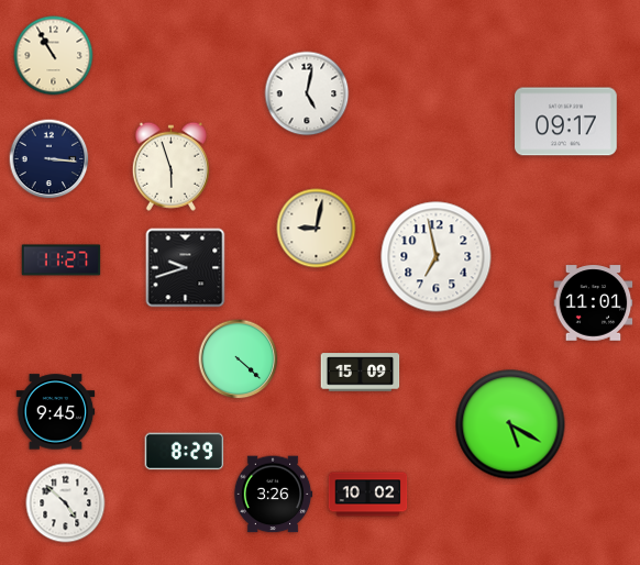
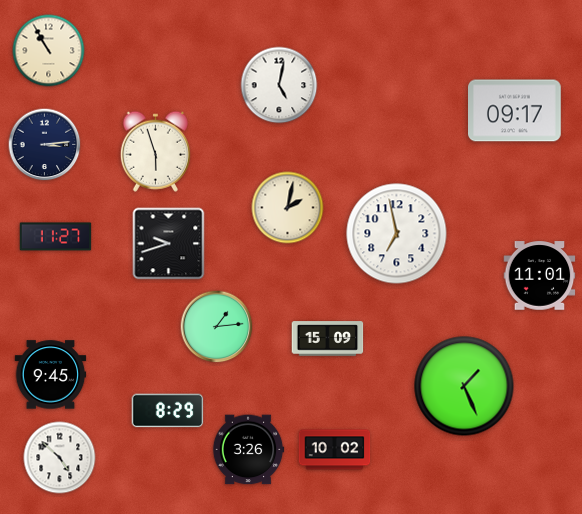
clock at (49, 159): 3:16 -> 3:14
clock at (317, 229): 9:02 -> 2:02
clock at (239, 359): 4:22 -> 1:14
clock at (510, 424): 5:20 -> 1:26
